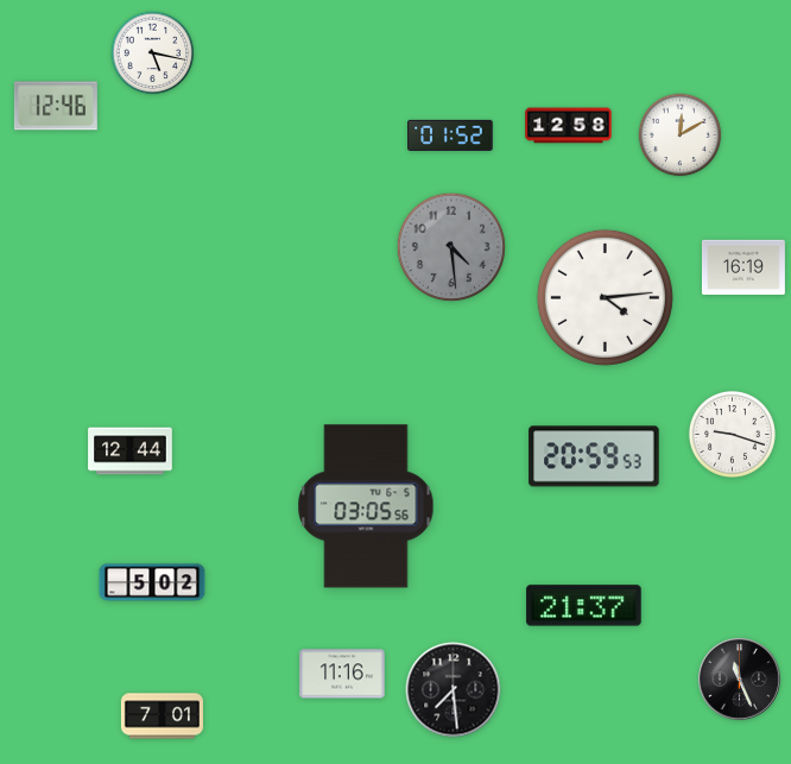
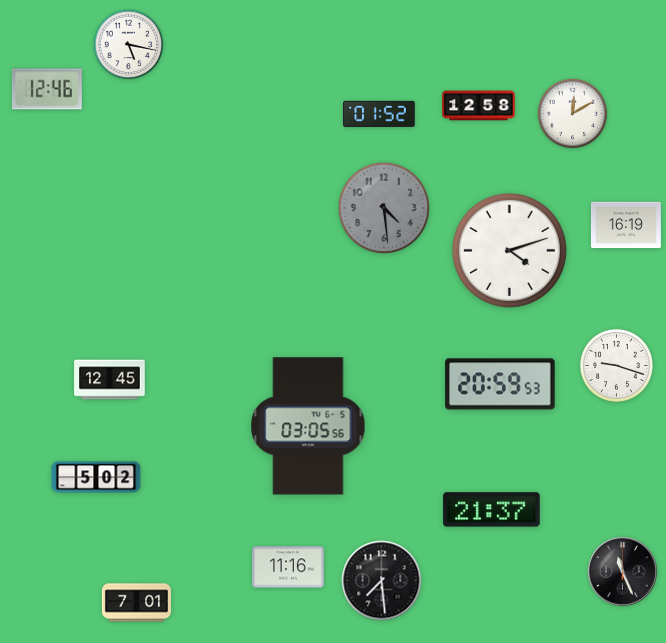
clock at (451, 247) position: (451, 247) -> (384, 208)
clock at (605, 297): 4:14 -> 4:12
clock at (131, 452): 12:44 -> 12:45
clock at (152, 582) position: (152, 582) -> (96, 477)
